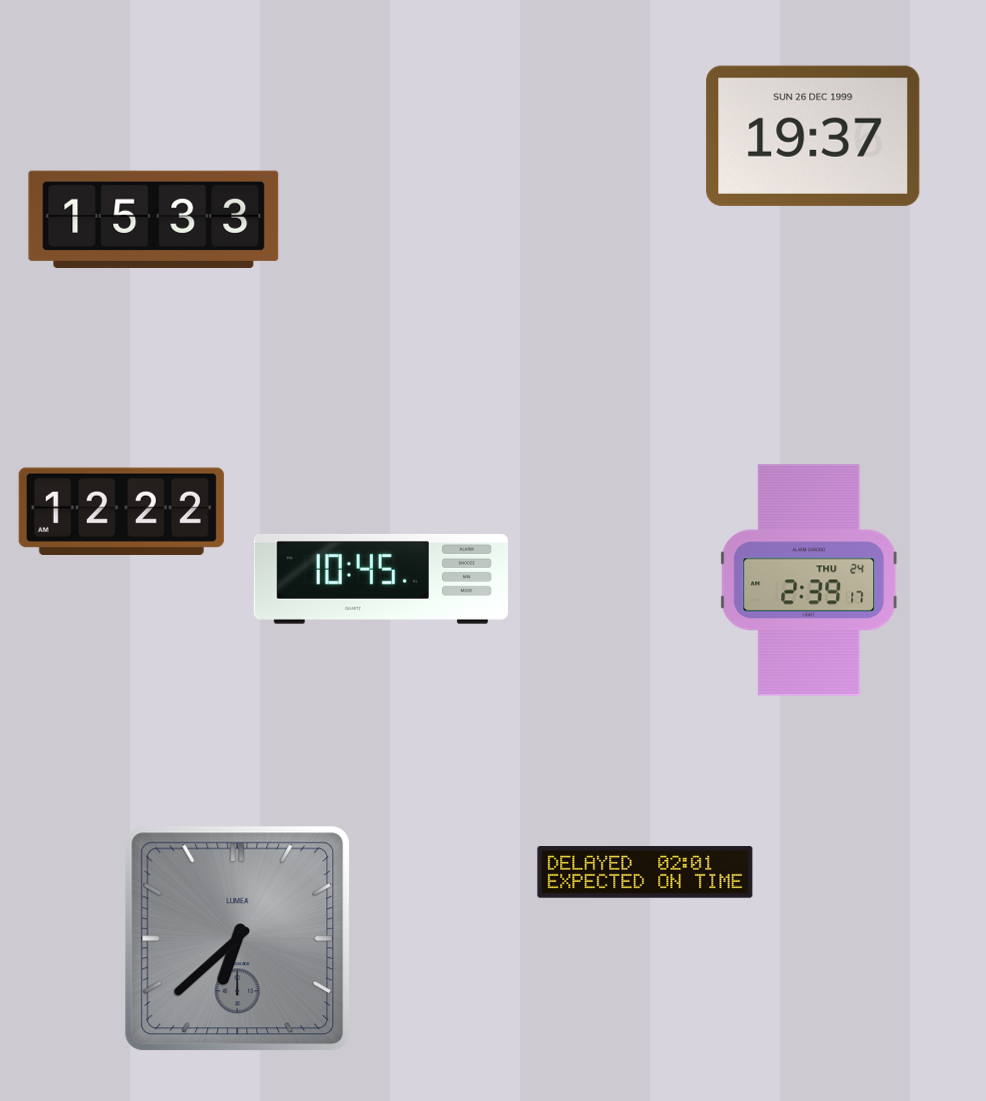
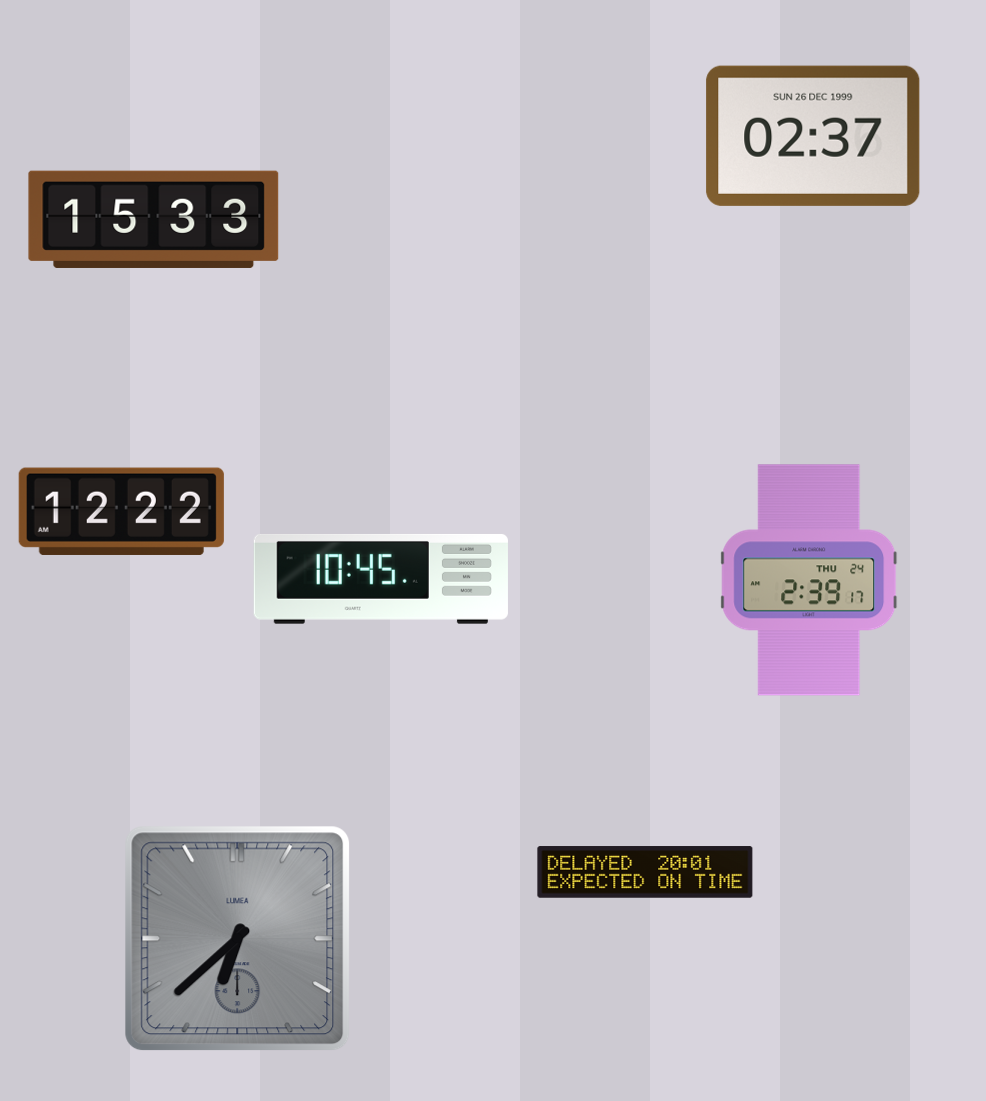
clock at (813, 136): 19:37 -> 02:37
clock at (645, 872): 02:01 -> 20:01
